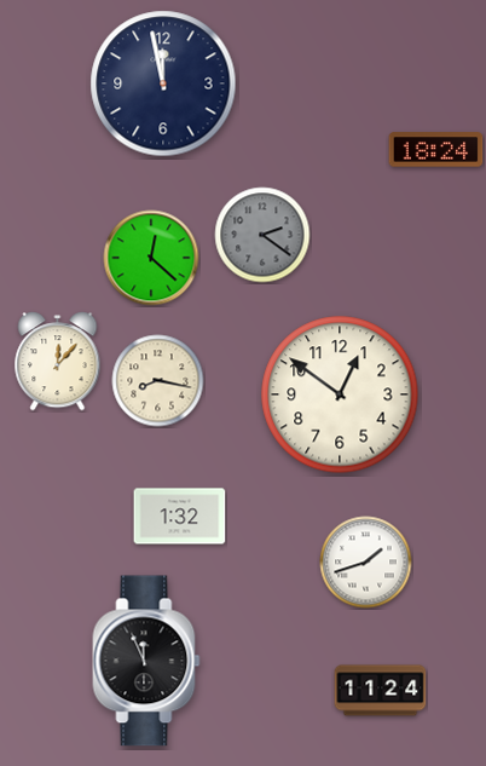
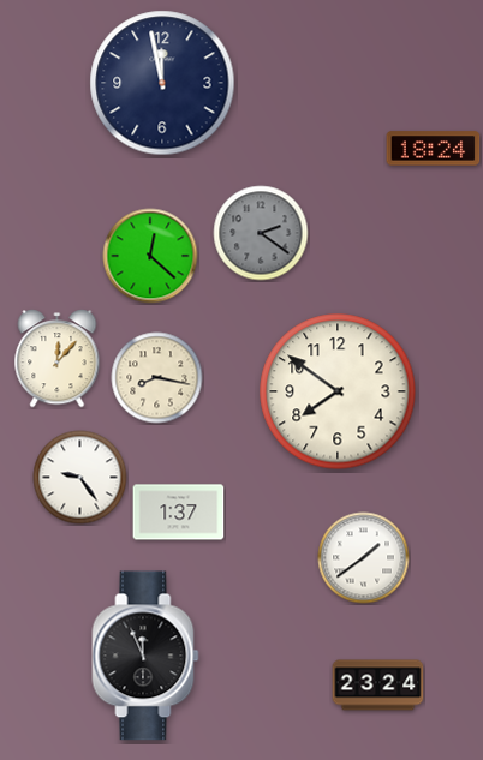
clock at (340, 394): 12:51 -> 7:51
clock at (80, 478): none -> 9:24
clock at (180, 517): 1:32 -> 1:37
clock at (366, 563): 1:42 -> 1:39
clock at (381, 691): 11:24 -> 23:24
